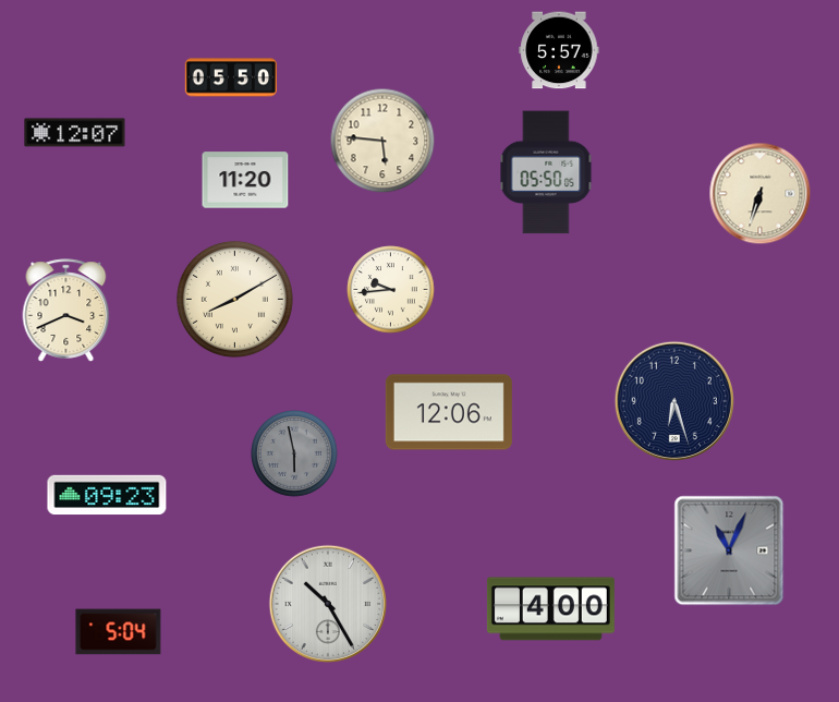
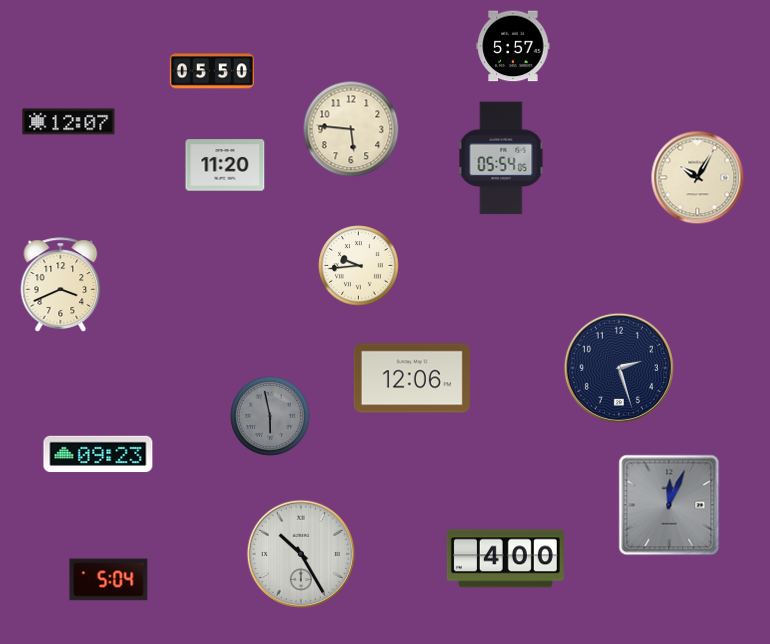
clock at (546, 172): 05:50 -> 05:54
clock at (761, 194): 6:33 -> 10:05
clock at (234, 299): 8:10 -> none
clock at (674, 401): 6:27 -> 2:27
clock at (729, 550): 11:04 -> 12:04
